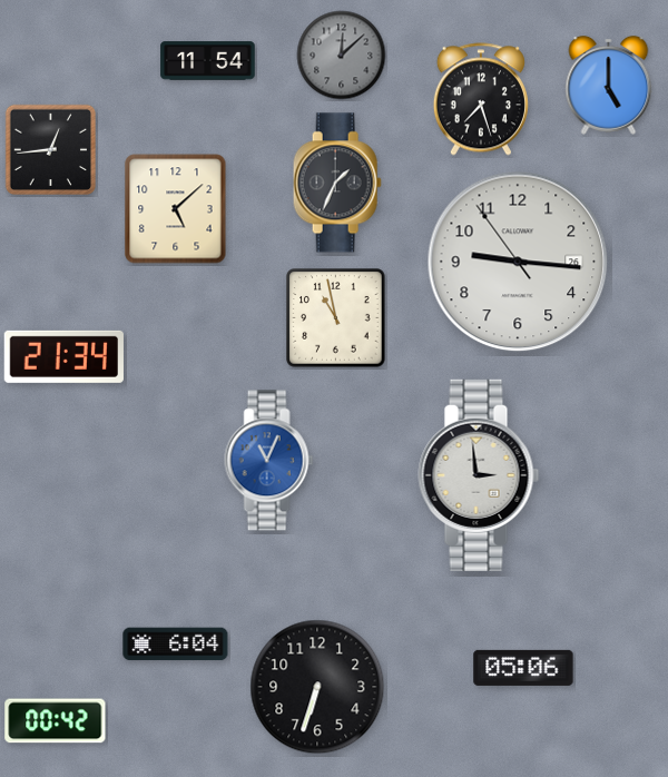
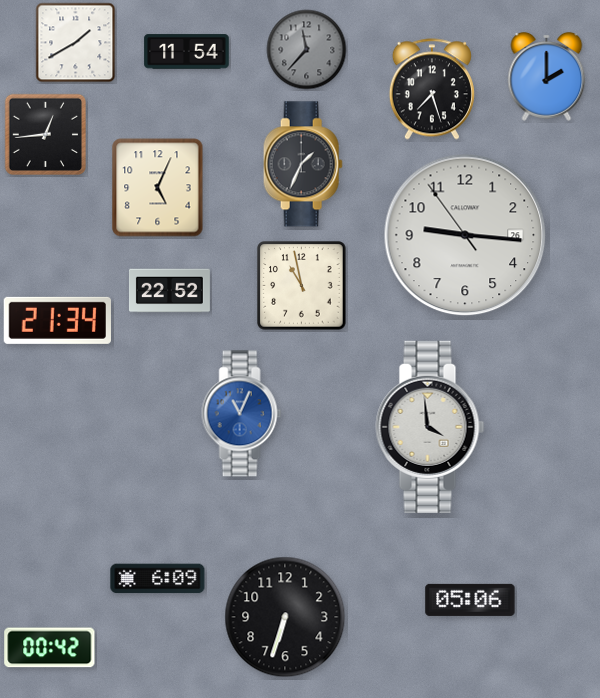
clock at (76, 43): none -> 1:40
clock at (342, 56): 12:08 -> 11:37
clock at (208, 61) position: (208, 61) -> (187, 52)
clock at (609, 85): 5:00 -> 2:00
clock at (176, 209): 5:08 -> 5:04
clock at (169, 291): none -> 22:52
clock at (479, 475): 2:59 -> 3:59
clock at (176, 645): 6:04 -> 6:09
